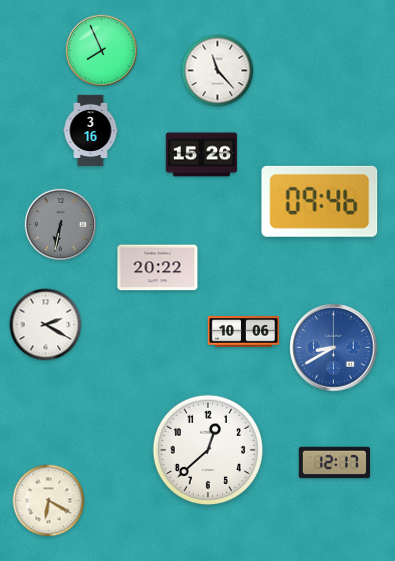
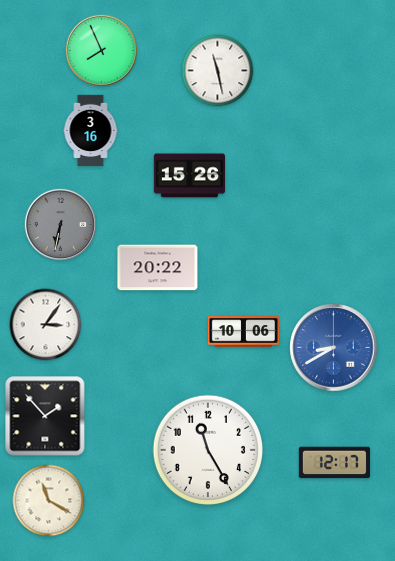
clock at (218, 71): 11:23 -> 11:28
clock at (201, 155) position: (201, 155) -> (189, 176)
clock at (320, 201): 09:46 -> none
clock at (46, 325): 2:20 -> 3:06
clock at (45, 416): none -> 1:53
clock at (207, 449): 12:38 -> 11:25
clock at (49, 501): 6:20 -> 11:20
